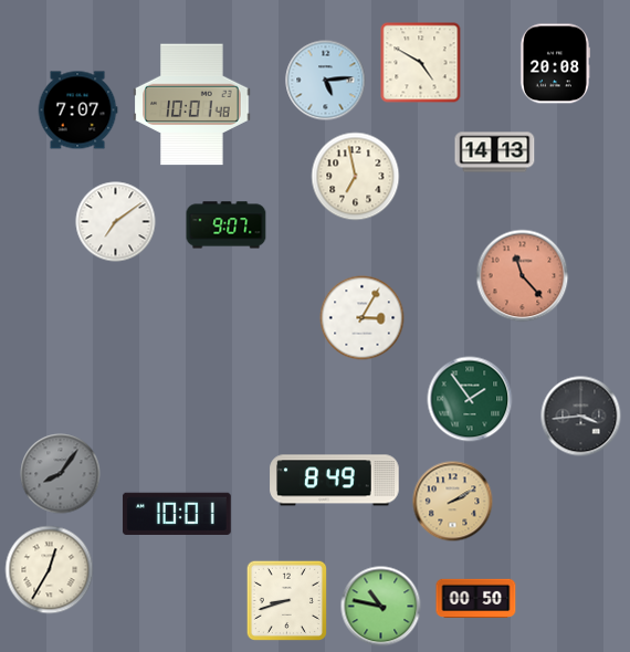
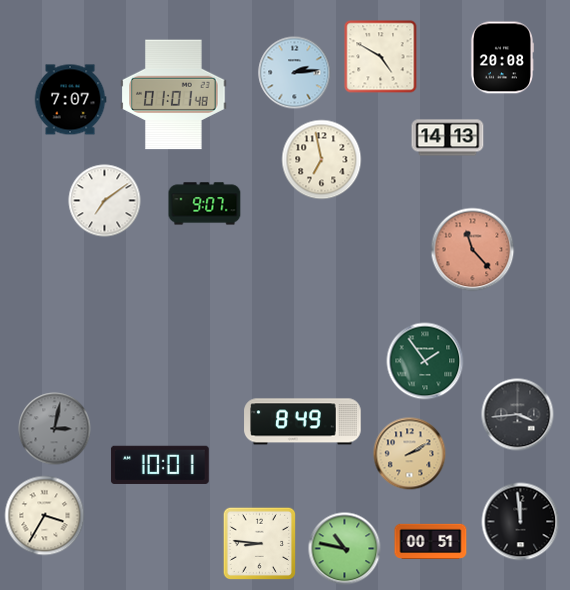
clock at (326, 81): 5:14 -> 2:14
clock at (192, 105): 10:01 -> 01:01
clock at (363, 318): 3:05 -> none
clock at (581, 417) position: (581, 417) -> (518, 415)
clock at (61, 474): 8:06 -> 3:02
clock at (335, 481) position: (335, 481) -> (303, 422)
clock at (50, 570): 12:35 -> 3:35
clock at (521, 522): none -> 11:59
clock at (476, 598): 00:50 -> 00:51
clock at (286, 600): 8:42 -> 8:46
